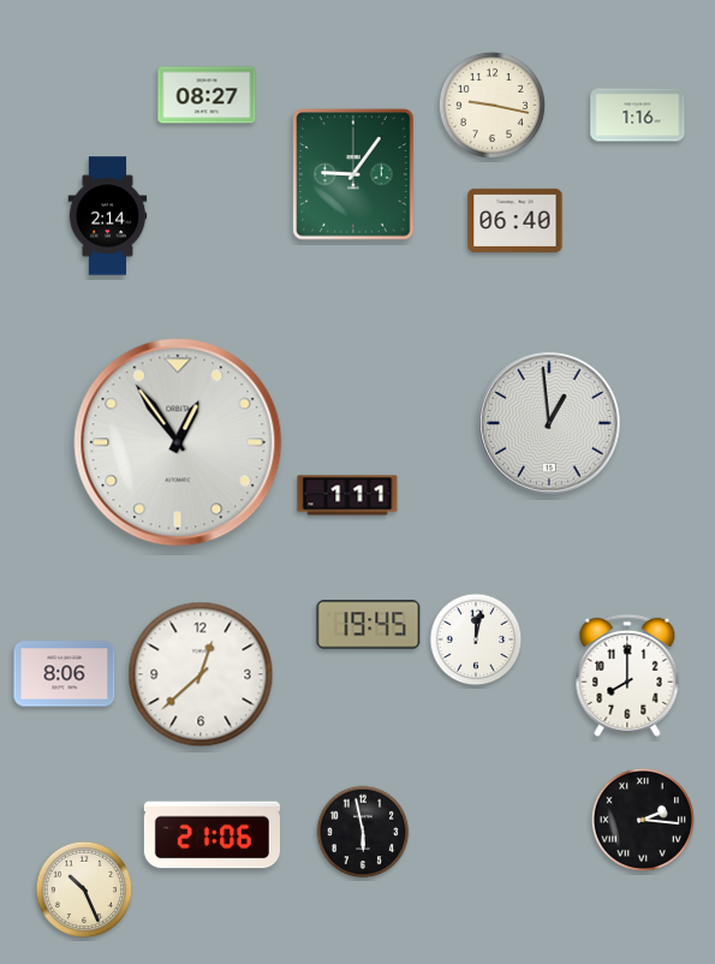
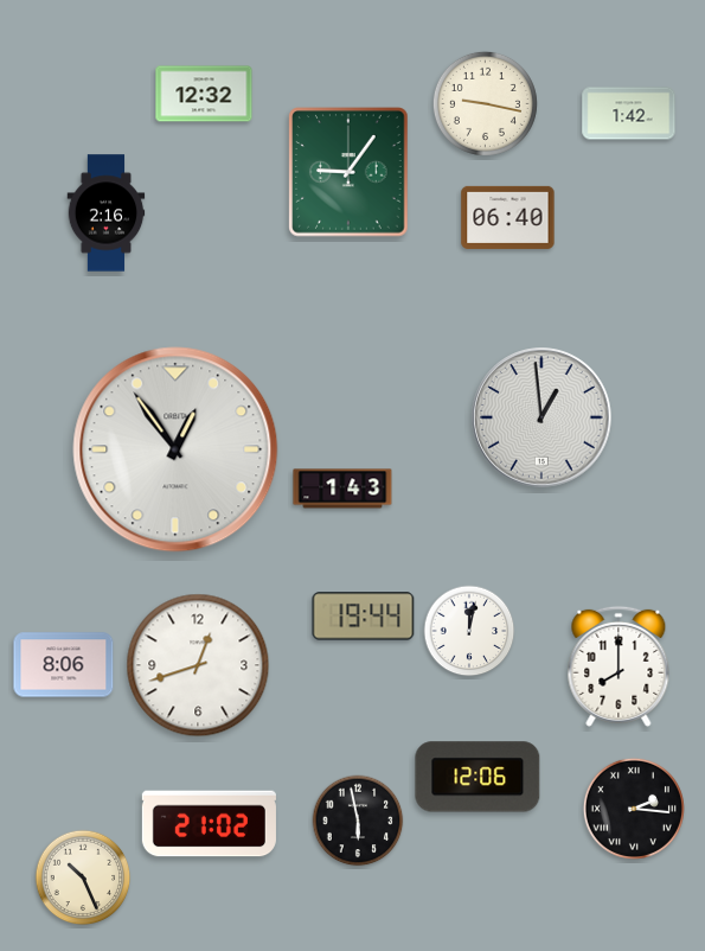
clock at (207, 95): 08:27 -> 12:32
clock at (638, 115): 1:16 -> 1:42
clock at (108, 216): 2:14 -> 2:16
clock at (178, 442) position: (178, 442) -> (175, 449)
clock at (347, 495): 1:11 -> 1:43
clock at (369, 625): 19:45 -> 19:44
clock at (201, 674): 12:38 -> 12:42
clock at (478, 777): none -> 12:06
clock at (211, 835): 21:06 -> 21:02
